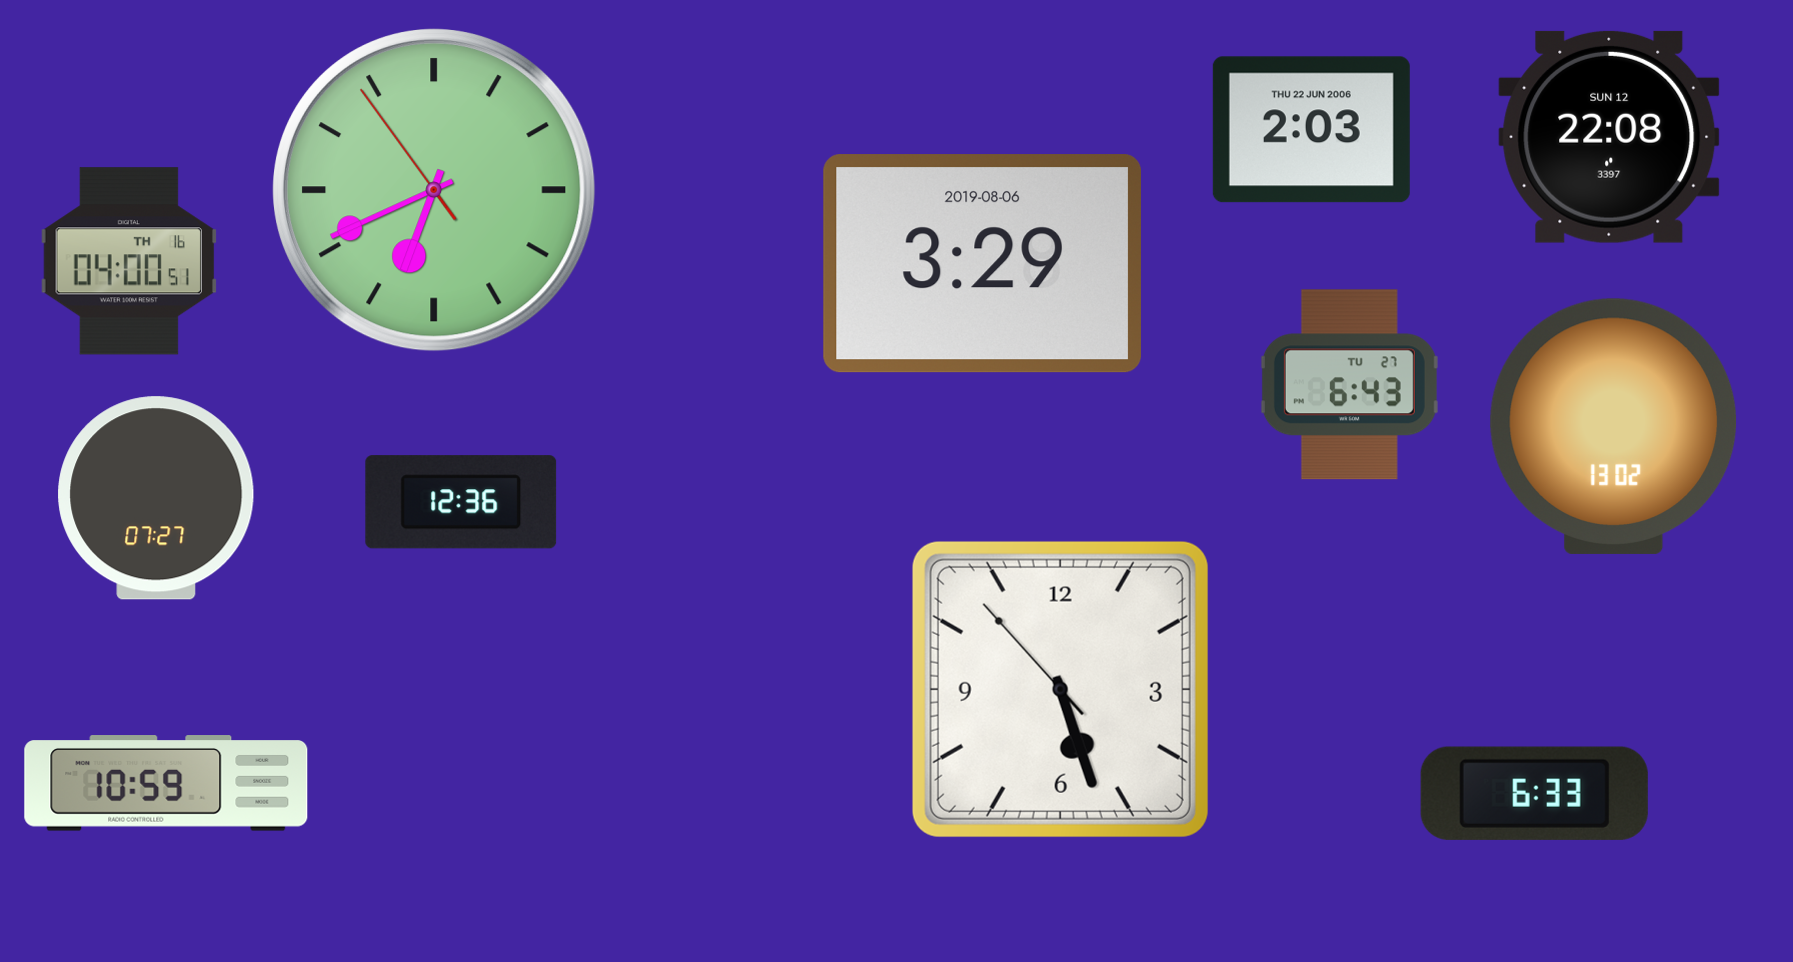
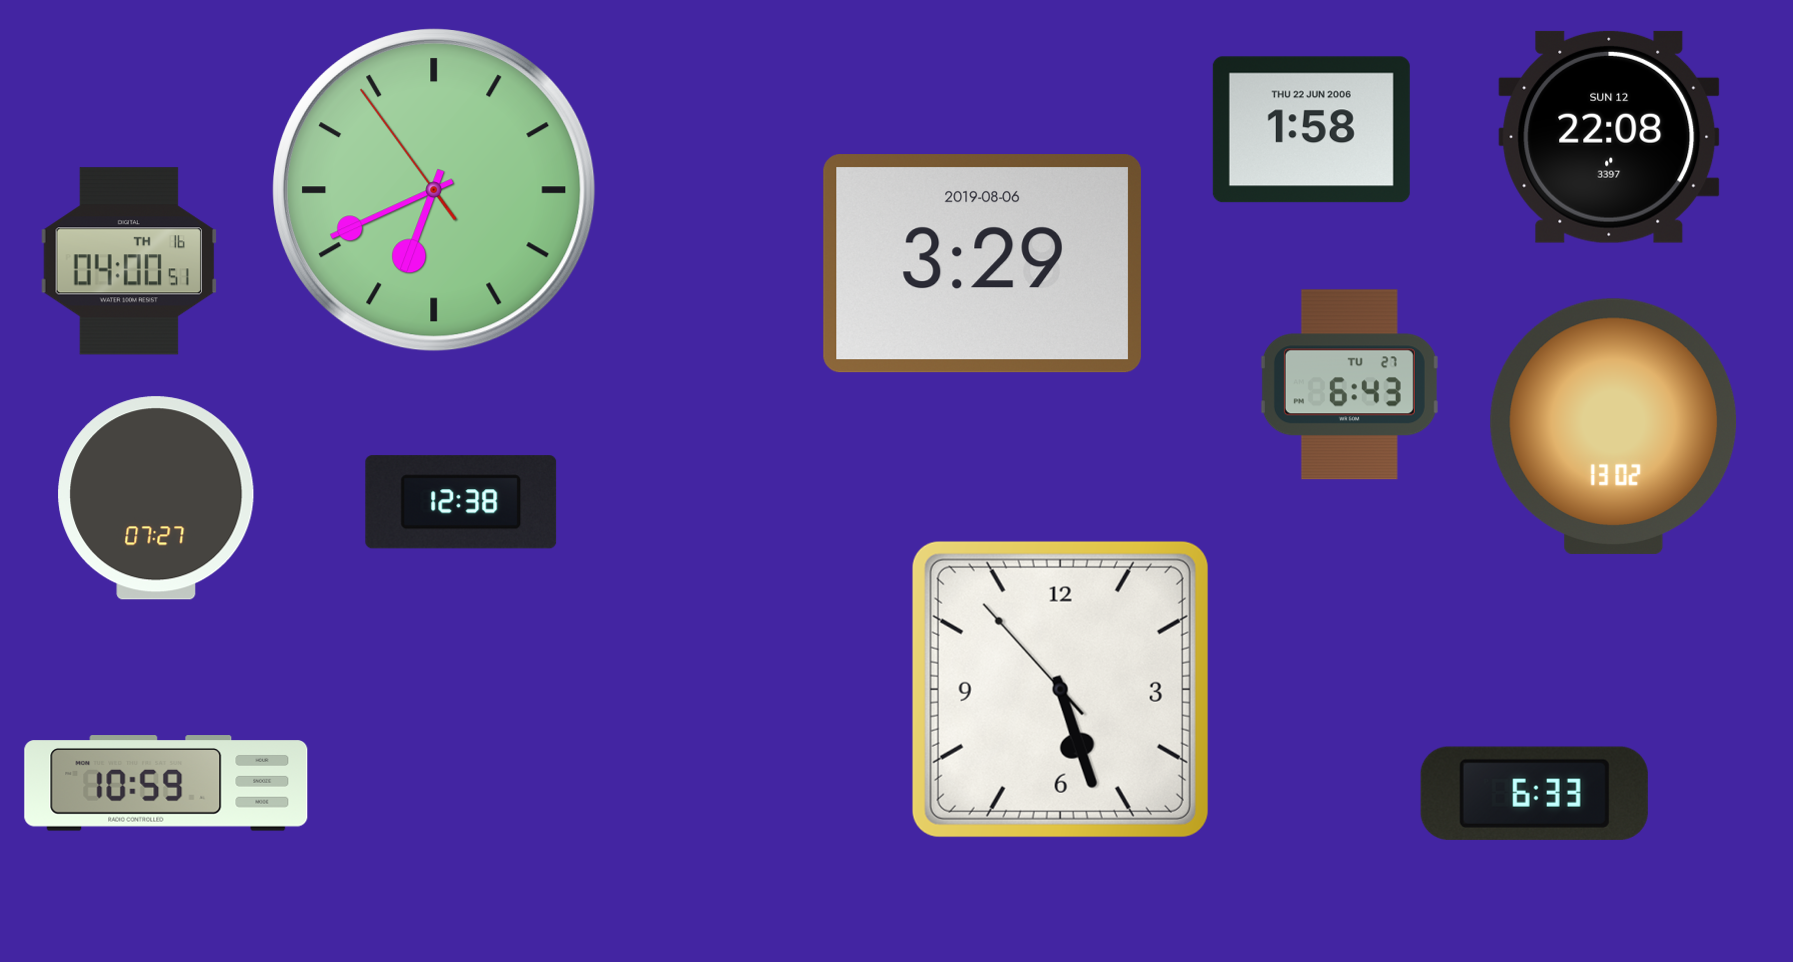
clock at (1311, 130): 2:03 -> 1:58
clock at (461, 502): 12:36 -> 12:38
